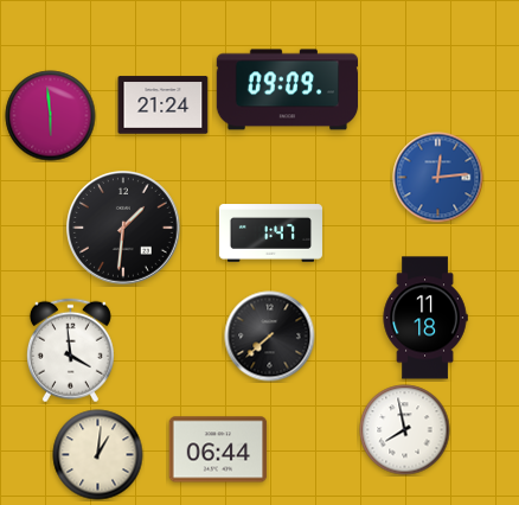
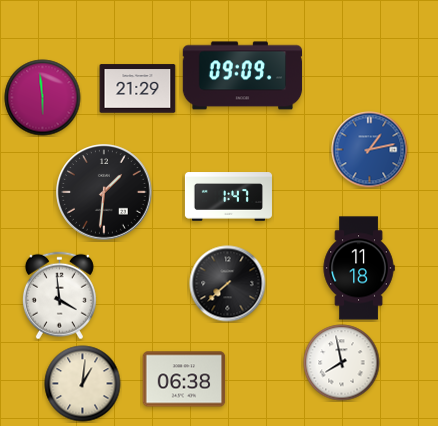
clock at (164, 106): 21:24 -> 21:29
clock at (438, 178): 12:14 -> 1:13
clock at (218, 449): 06:44 -> 06:38
